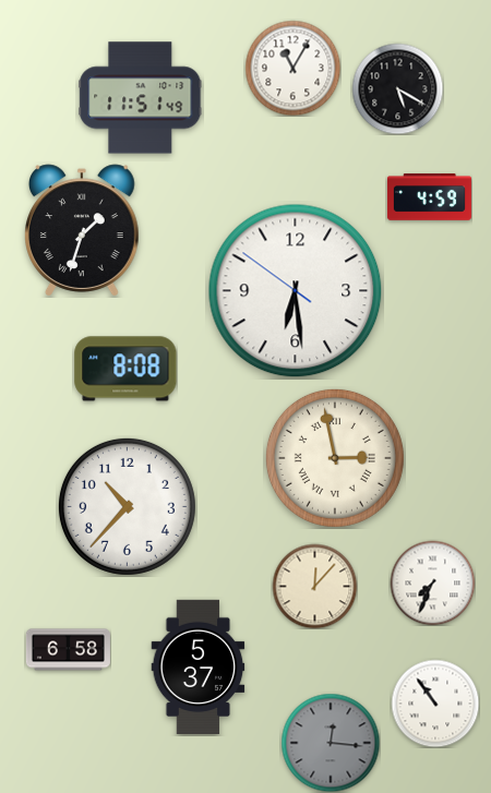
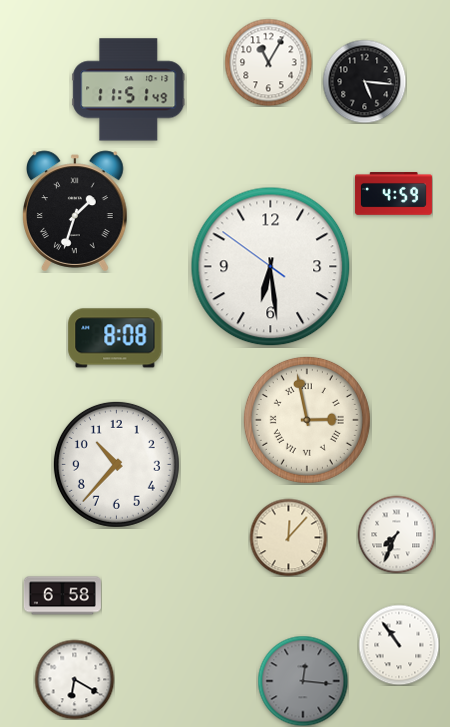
clock at (397, 88): 5:20 -> 5:16
clock at (429, 197) position: (429, 197) -> (393, 194)
clock at (199, 666): 5:37 -> none
clock at (74, 679): none -> 6:20
